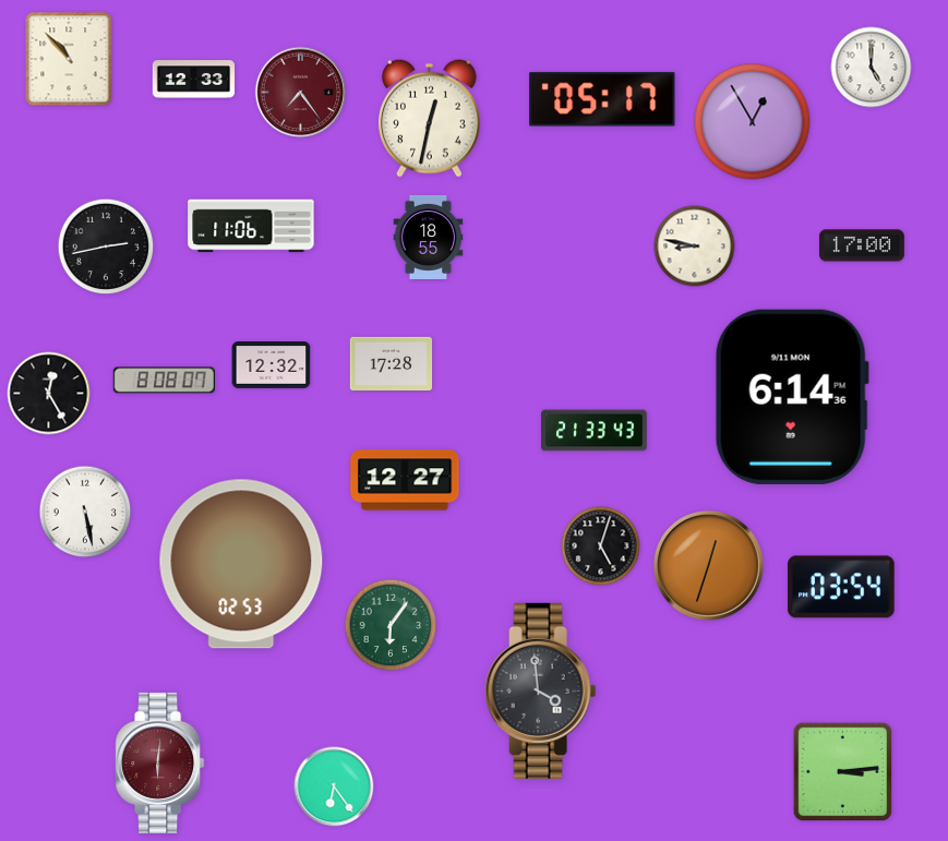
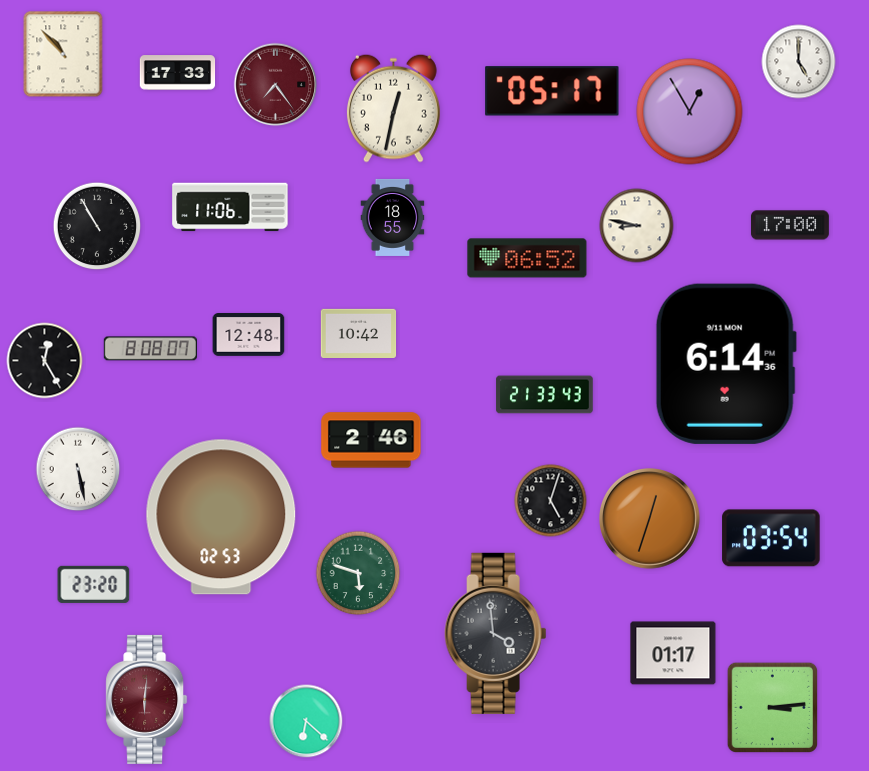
clock at (194, 80): 12:33 -> 17:33
clock at (106, 247): 2:43 -> 10:55
clock at (527, 258): none -> 06:52
clock at (392, 363): 17:28 -> 10:42
clock at (272, 365): 12:32 -> 12:48
clock at (405, 480): 12:27 -> 2:46
clock at (391, 625): 6:06 -> 5:48
clock at (94, 584): none -> 23:20
clock at (673, 653): none -> 01:17
clock at (334, 786): 6:24 -> 6:22
